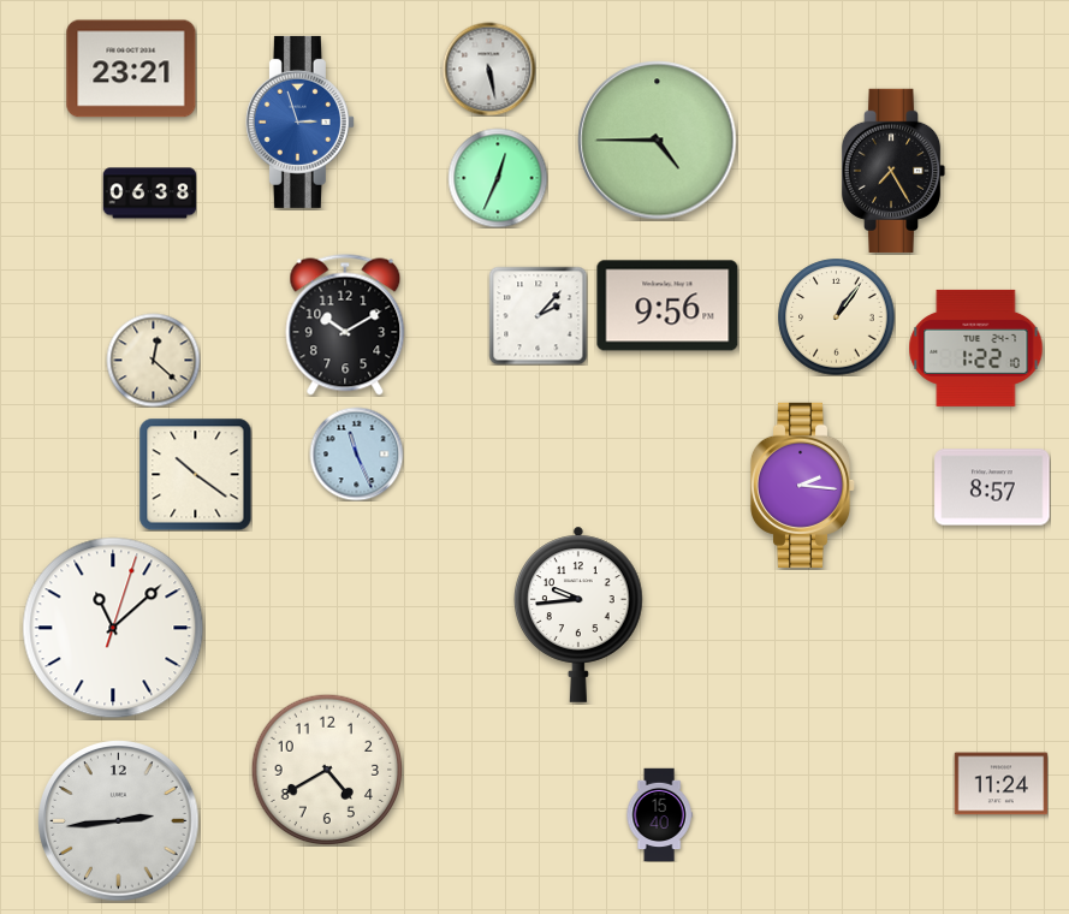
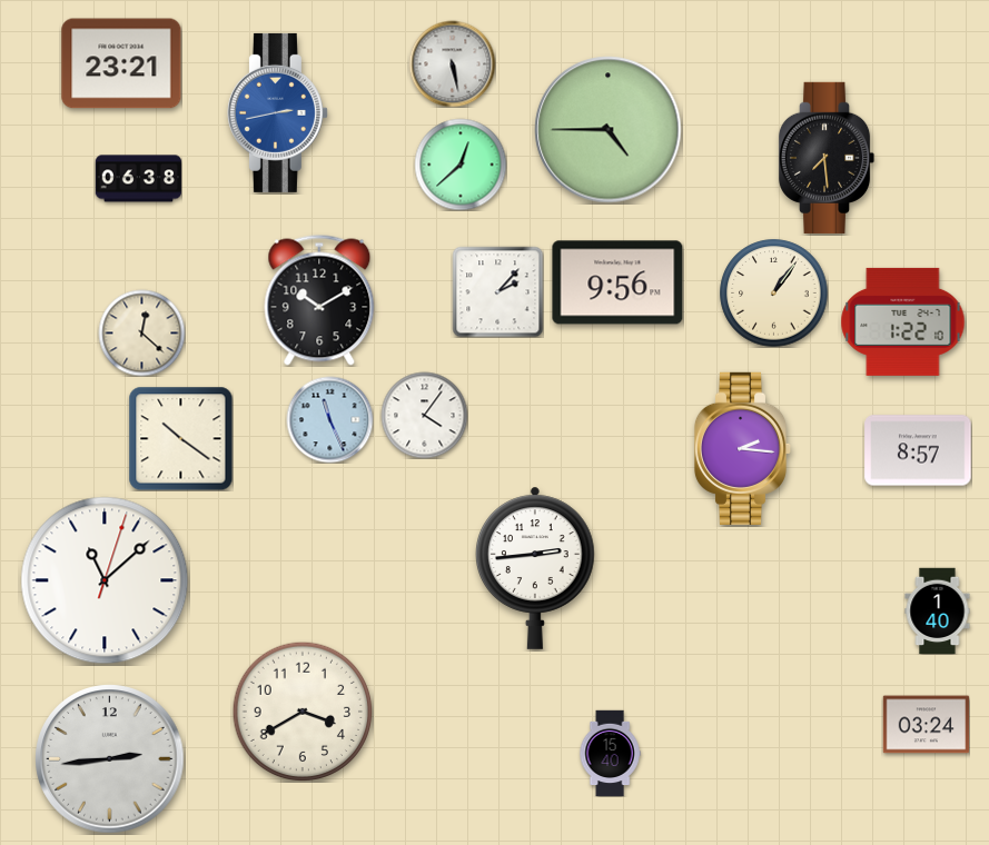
clock at (299, 121): 2:57 -> 2:43
clock at (893, 171): 7:25 -> 7:29
clock at (498, 178): 12:34 -> 12:38
clock at (424, 415): none -> 4:06
clock at (578, 615): 9:44 -> 2:44
clock at (938, 610): none -> 1:40
clock at (327, 770): 4:40 -> 3:40
clock at (1000, 784): 11:24 -> 03:24
